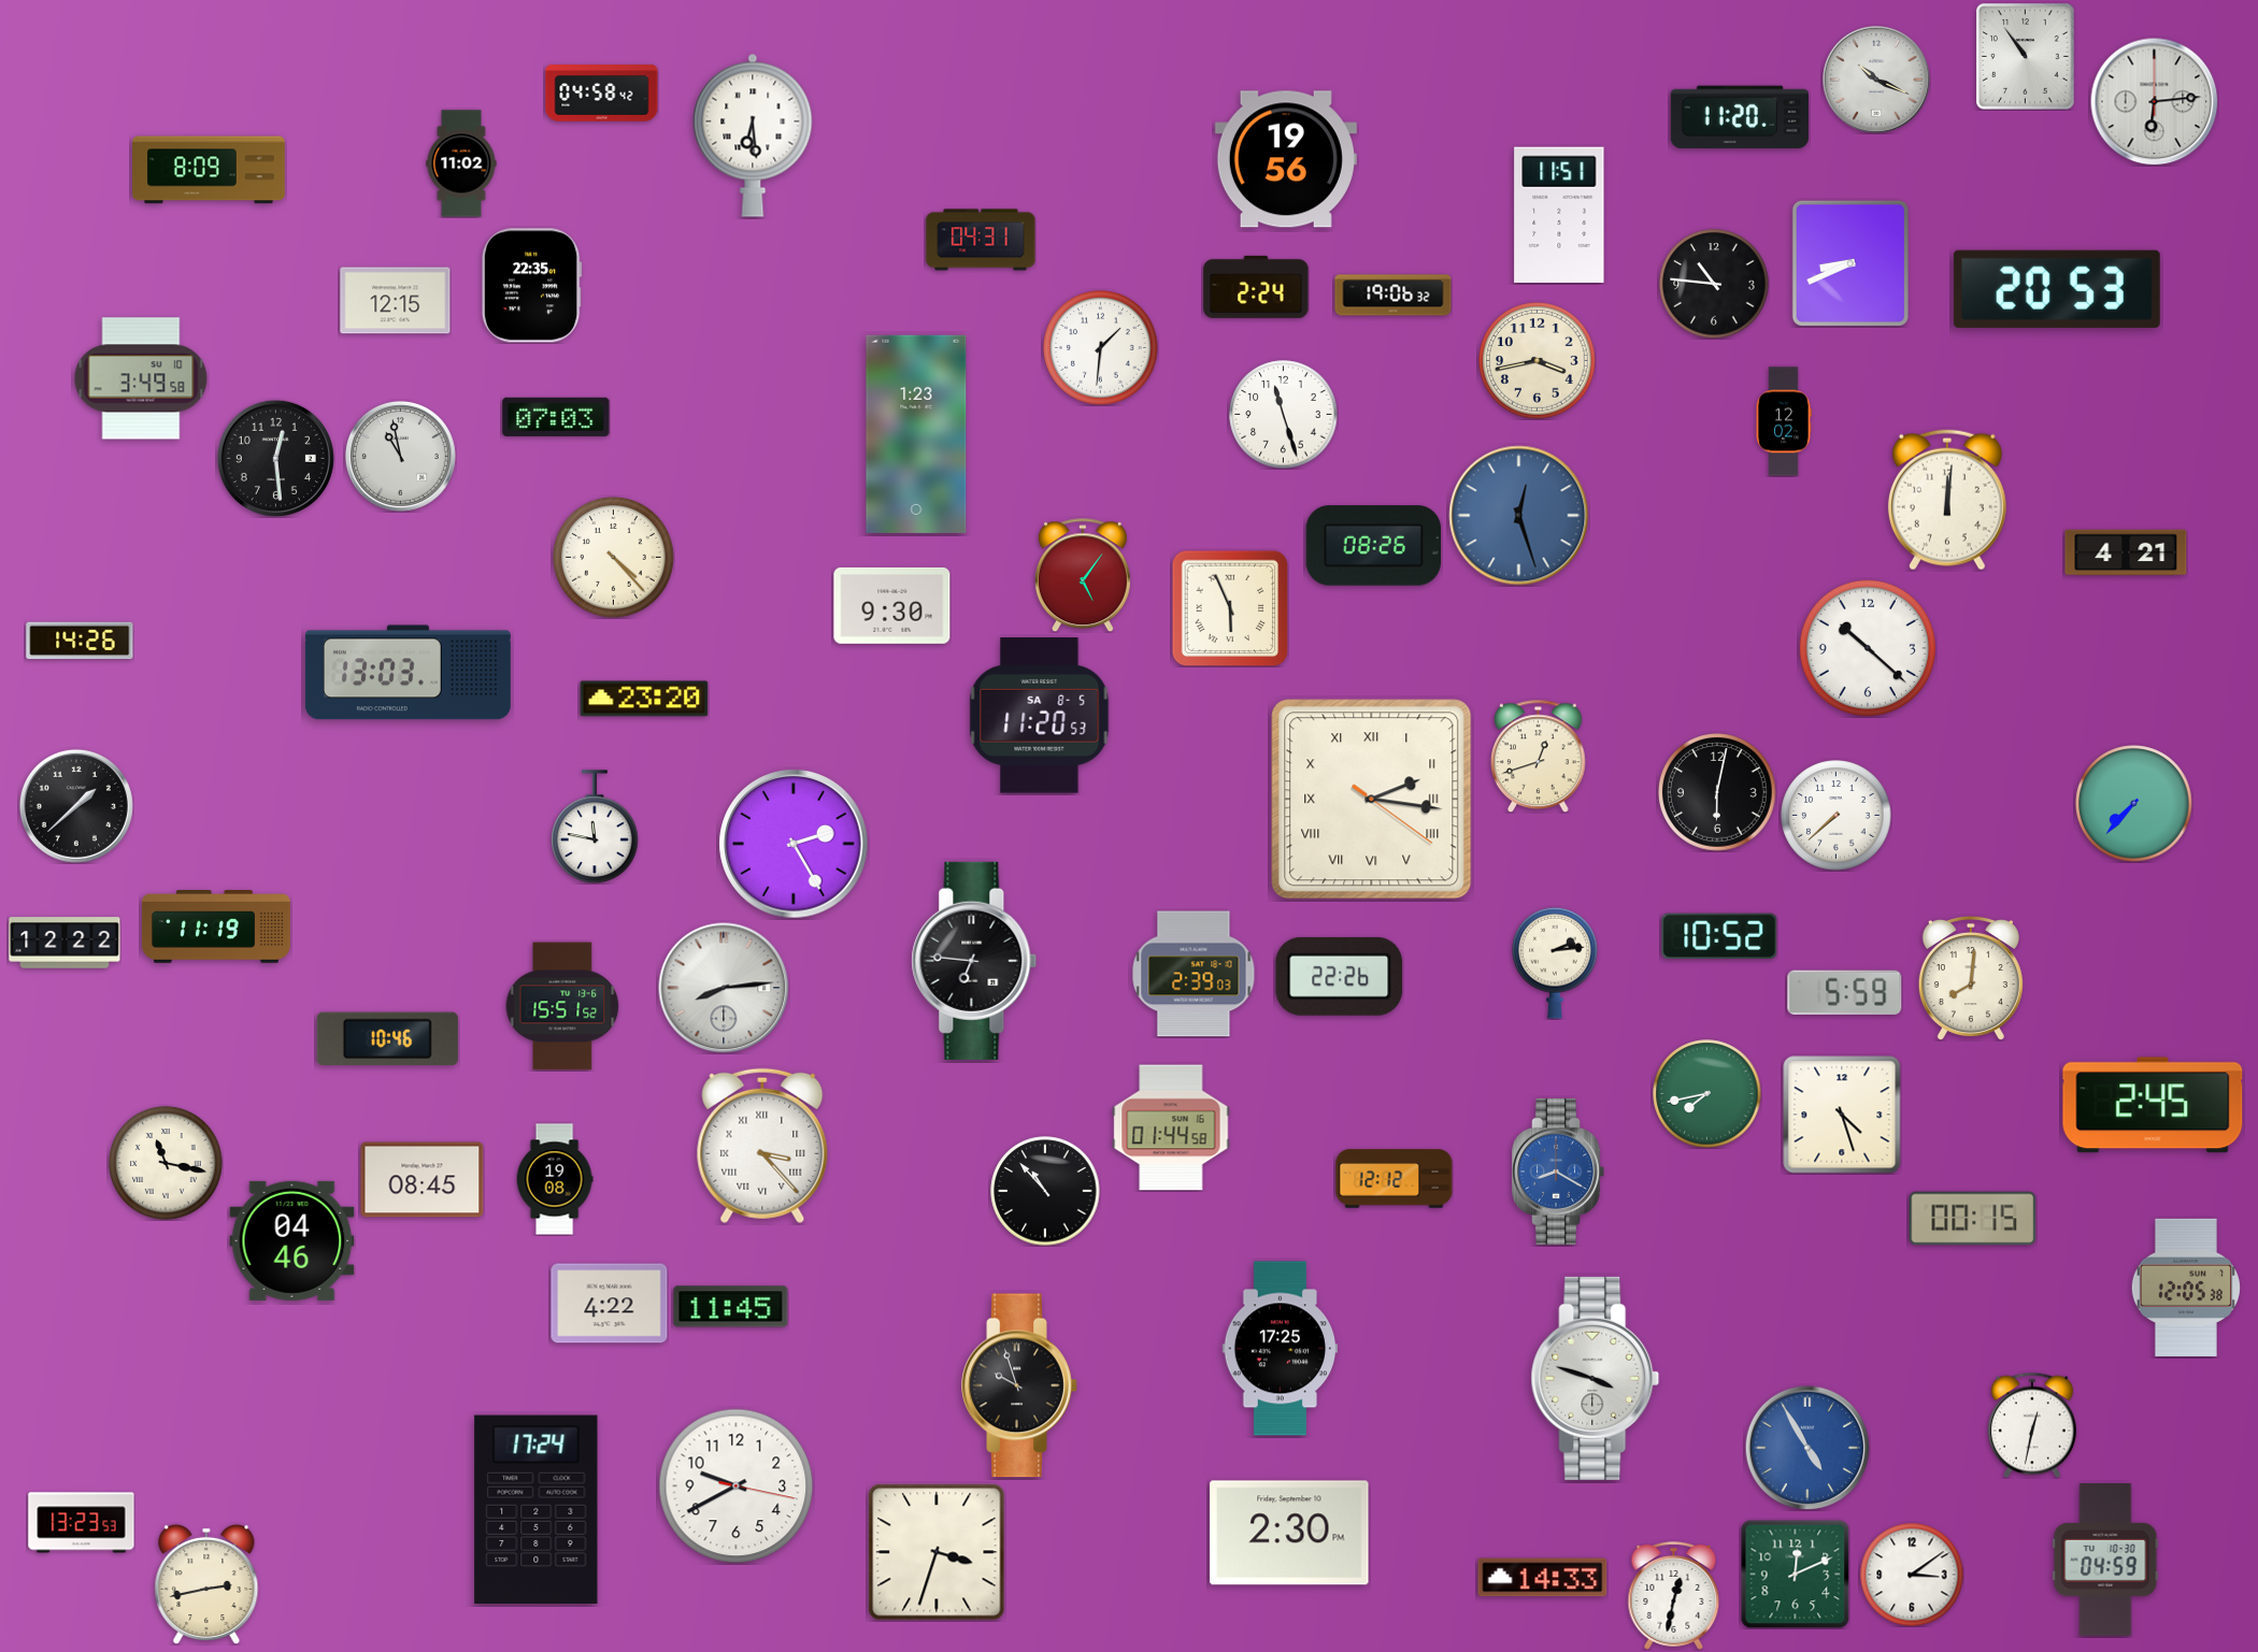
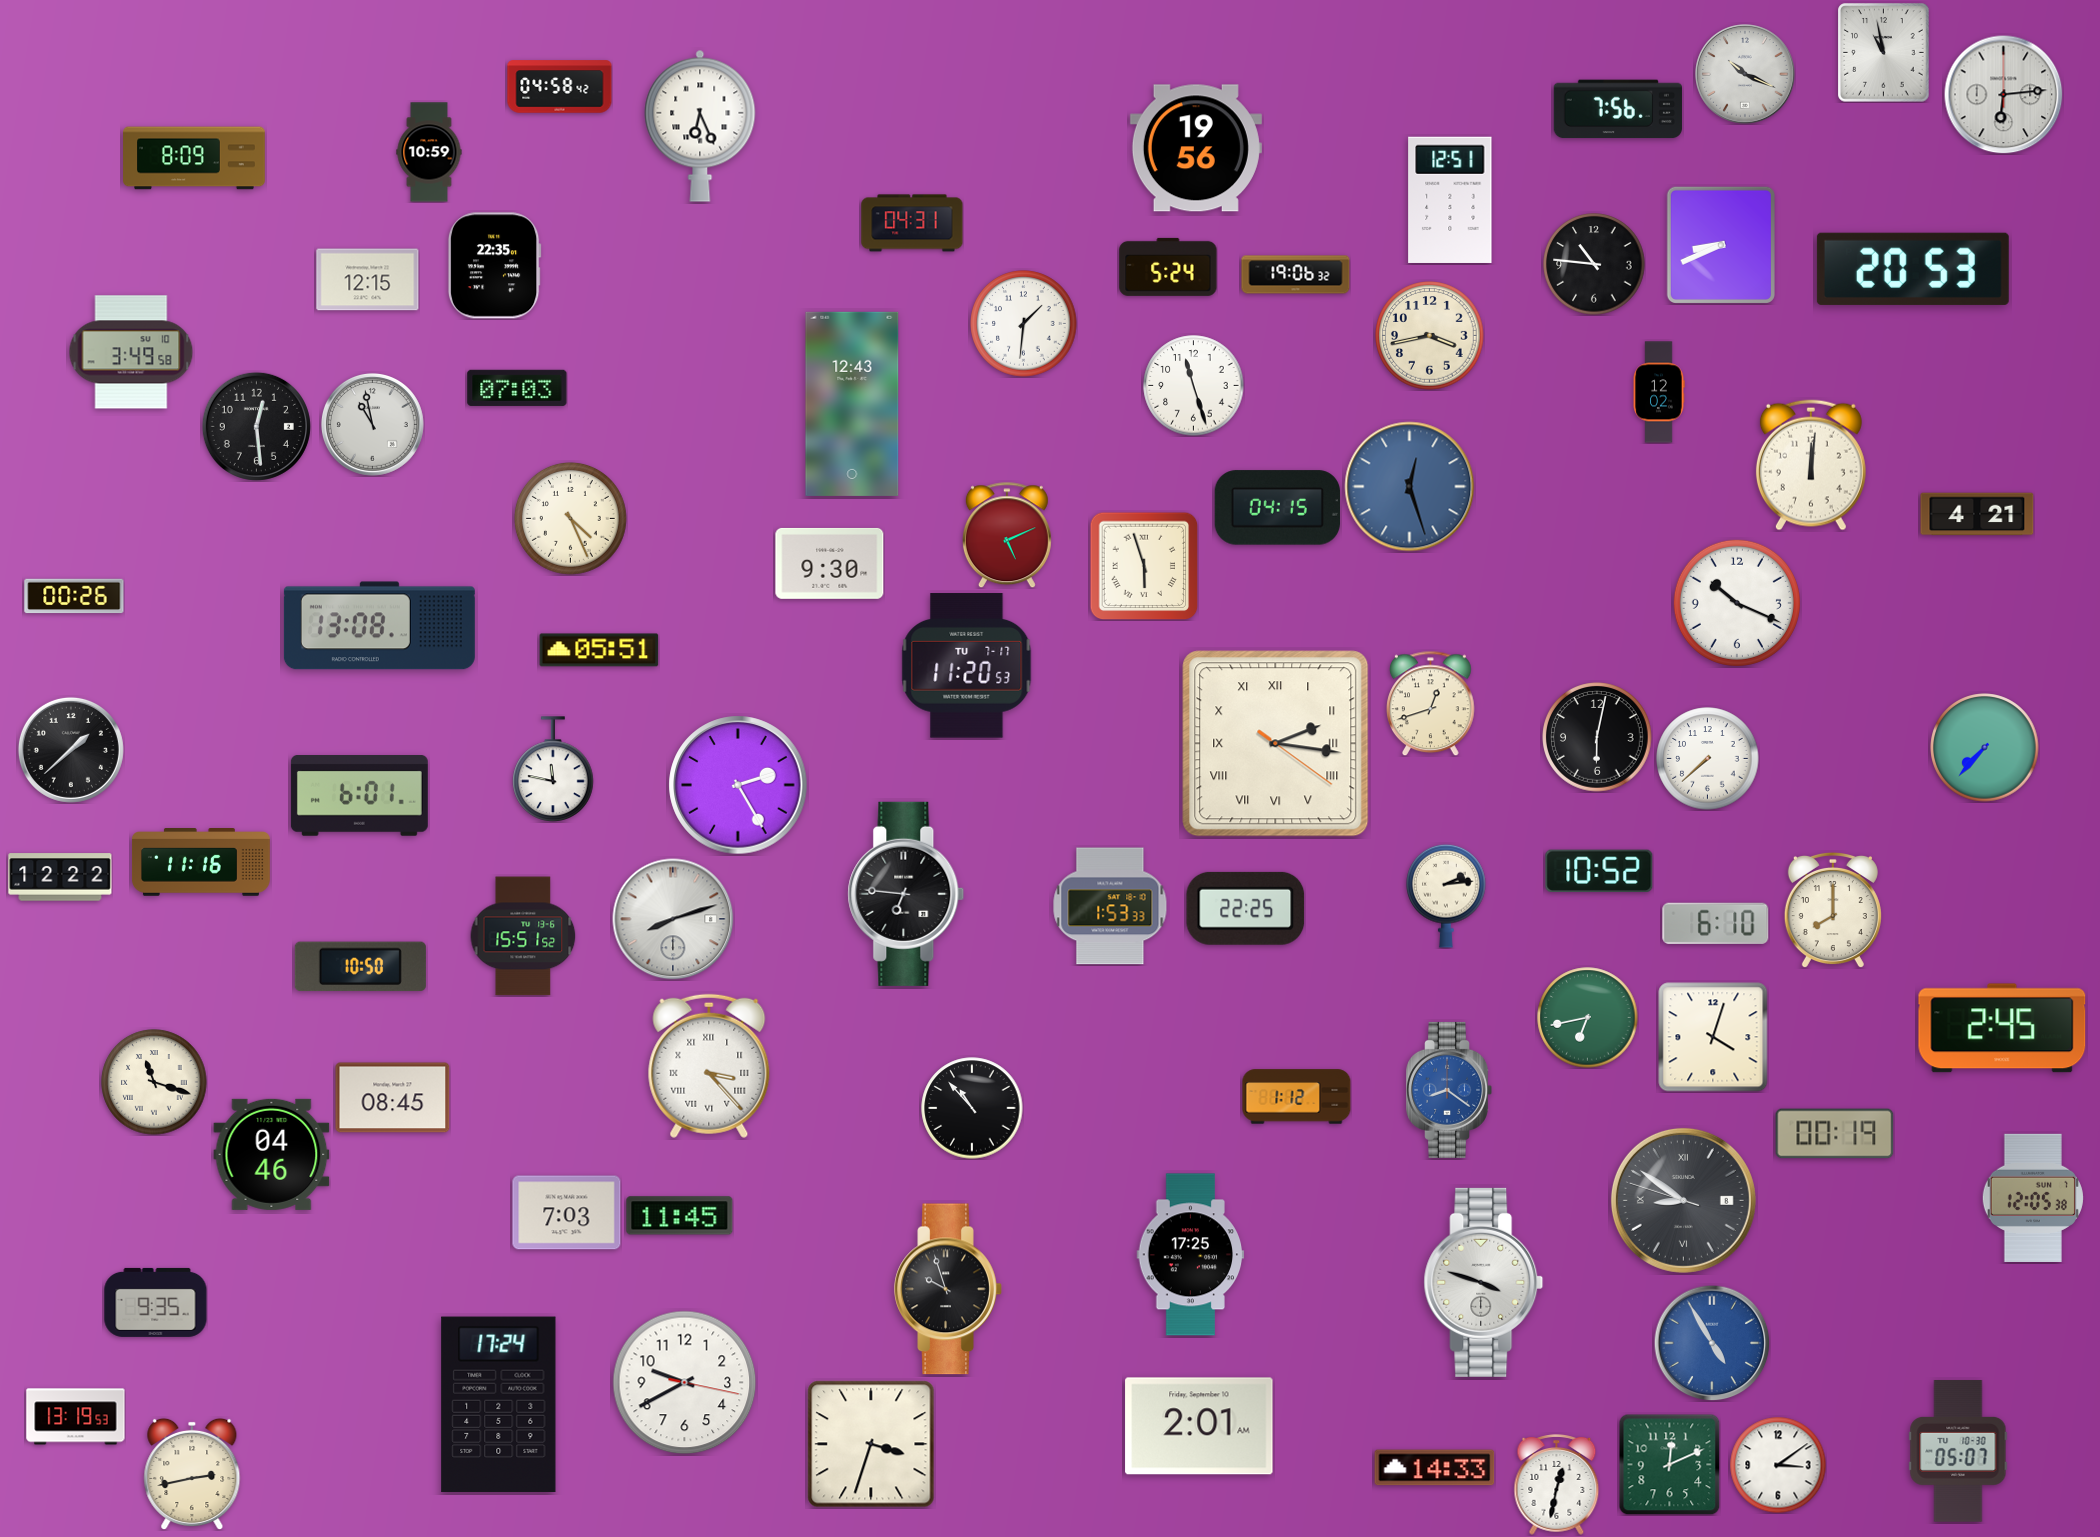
clock at (2026, 57): 10:54 -> 10:58
clock at (1740, 117): 11:20 -> 7:56
clock at (753, 135): 6:29 -> 6:26
clock at (461, 163): 11:02 -> 10:59
clock at (1559, 215): 11:51 -> 12:51
clock at (1256, 287): 2:24 -> 5:24
clock at (916, 434): 1:23 -> 12:43
clock at (1519, 516) position: (1519, 516) -> (1410, 487)
clock at (1373, 546): 08:26 -> 04:15
clock at (614, 558): 4:23 -> 4:26
clock at (1083, 575): 5:06 -> 5:11
clock at (1230, 608): 5:56 -> 5:57
clock at (80, 641): 14:26 -> 00:26
clock at (1868, 648): 10:22 -> 10:19
clock at (408, 673): 13:03 -> 13:08
clock at (644, 699): 23:20 -> 05:51
clock at (1040, 716) date: SA 8-5 -> TU 7-17
clock at (359, 796): none -> 6:01
clock at (216, 926): 11:19 -> 11:16
clock at (1194, 974): 2:39 -> 1:53
clock at (1340, 976): 22:26 -> 22:25
clock at (1971, 978): 8:01 -> 8:00
clock at (724, 988): 8:14 -> 8:12
clock at (1845, 992): 5:59 -> 6:10
clock at (387, 1039): 10:46 -> 10:50
clock at (1707, 1094): 7:43 -> 6:43
clock at (1842, 1115): 4:27 -> 4:03
clock at (1171, 1127): 01:44 -> none
clock at (166, 1163): 11:17 -> 11:18
clock at (1558, 1172): 8:20 -> 8:21
clock at (555, 1179): 19:08 -> none
clock at (1395, 1179): 12:12 -> 1:12
clock at (1973, 1219): 00:15 -> 00:19
clock at (1683, 1200): none -> 8:50
clock at (610, 1304): 4:22 -> 7:03
clock at (156, 1302): none -> 9:35
clock at (2032, 1425): 12:32 -> none
clock at (1807, 1448) position: (1807, 1448) -> (1712, 1343)
clock at (82, 1523): 13:23 -> 13:19
clock at (1289, 1533): 2:30 -> 2:01
clock at (2105, 1560): 04:59 -> 05:07
